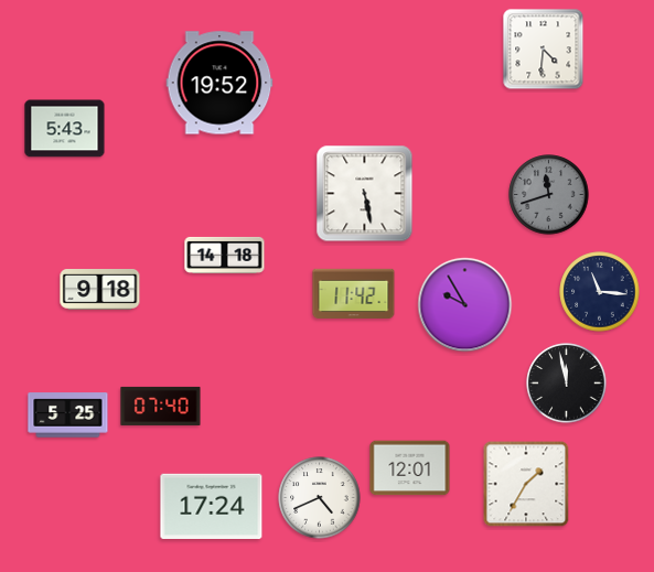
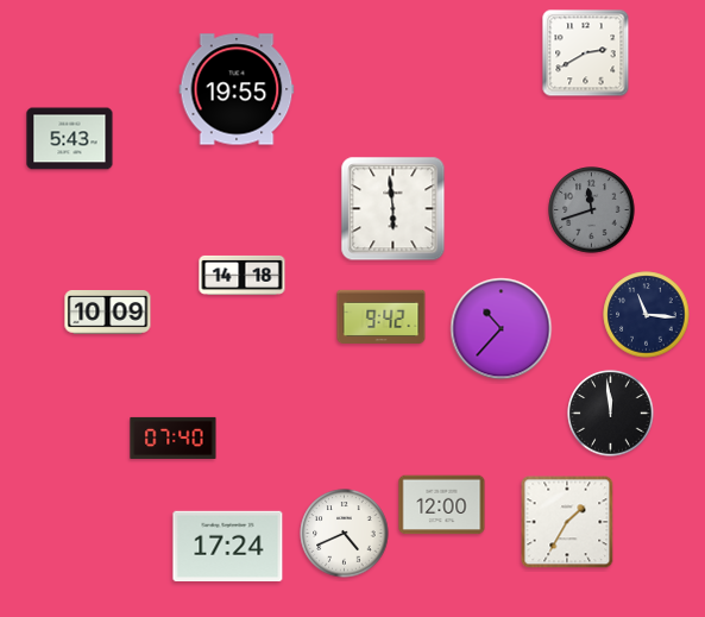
clock at (544, 50): 4:31 -> 2:40
clock at (219, 83): 19:52 -> 19:55
clock at (365, 194): 5:28 -> 5:59
clock at (100, 290): 9:18 -> 10:09
clock at (354, 293): 11:42 -> 9:42
clock at (465, 305): 9:55 -> 10:37
clock at (567, 384): 11:58 -> 11:59
clock at (68, 415): 5:25 -> none
clock at (410, 468): 12:01 -> 12:00
clock at (320, 498) position: (320, 498) -> (345, 534)
